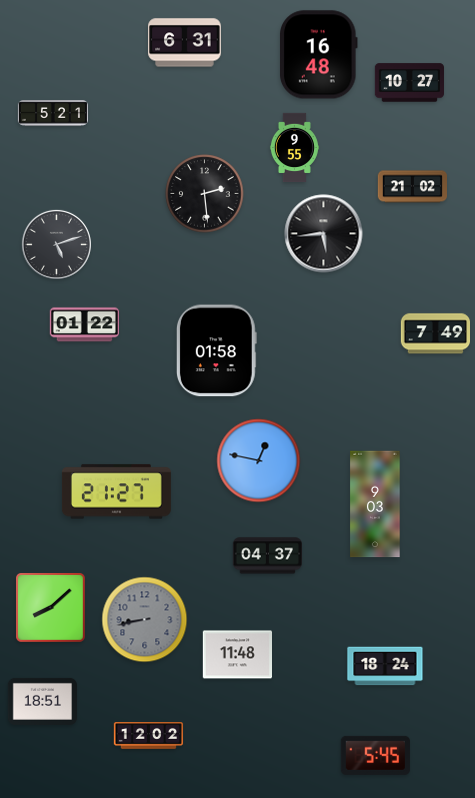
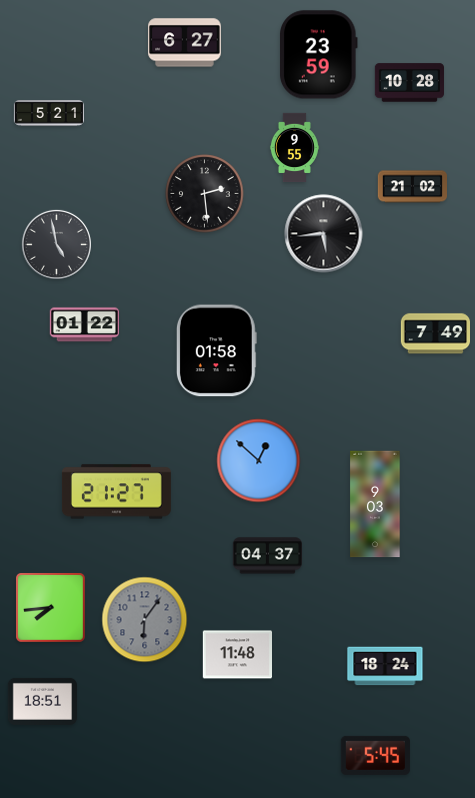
clock at (185, 43): 6:31 -> 6:27
clock at (319, 55): 16:48 -> 23:59
clock at (409, 83): 10:27 -> 10:28
clock at (53, 113) position: (53, 113) -> (49, 113)
clock at (56, 244): 5:12 -> 4:58
clock at (259, 461): 12:47 -> 12:52
clock at (51, 608): 8:08 -> 7:44
clock at (145, 620): 8:43 -> 6:06
clock at (149, 736): 12:02 -> none
